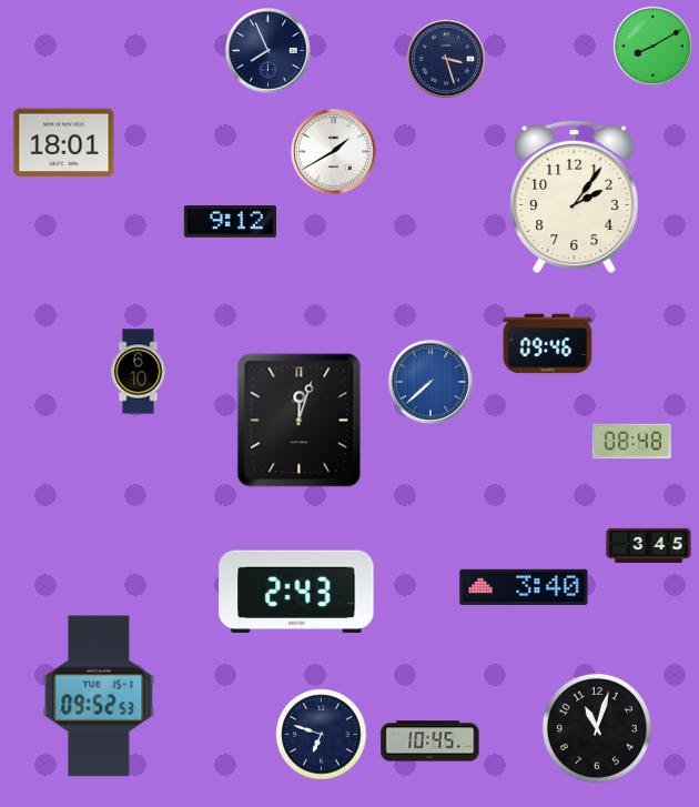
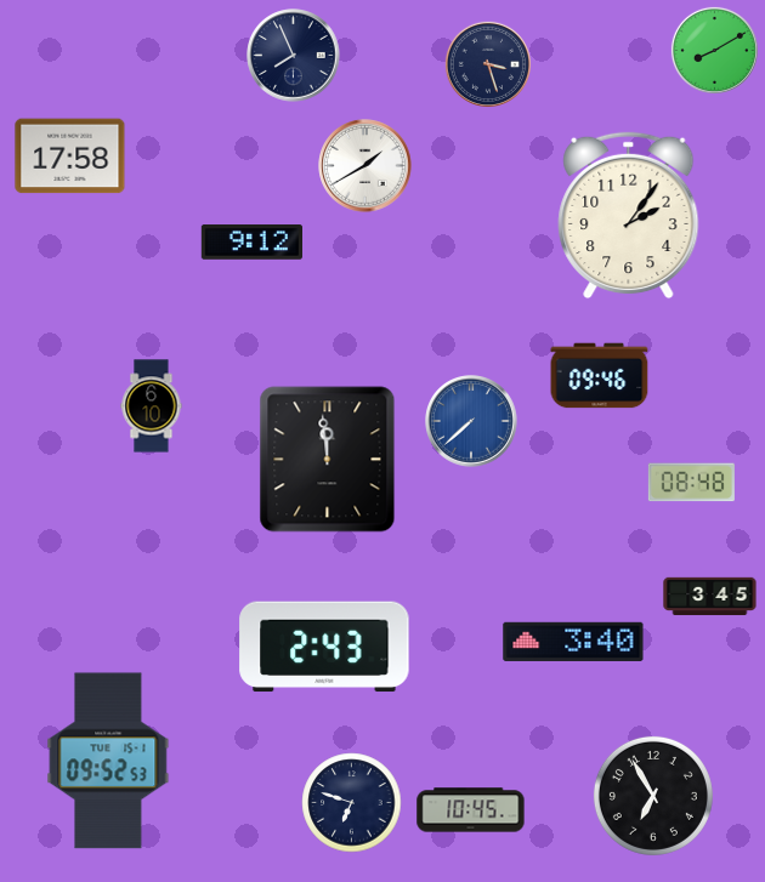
clock at (64, 143): 18:01 -> 17:58
clock at (430, 382) position: (430, 382) -> (471, 421)
clock at (300, 421): 12:03 -> 11:59
clock at (597, 728): 11:03 -> 6:55
